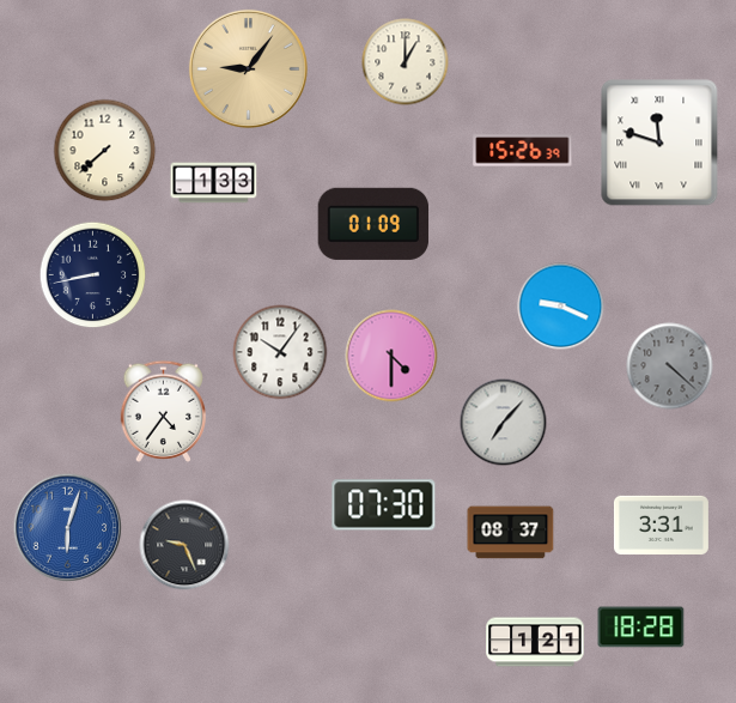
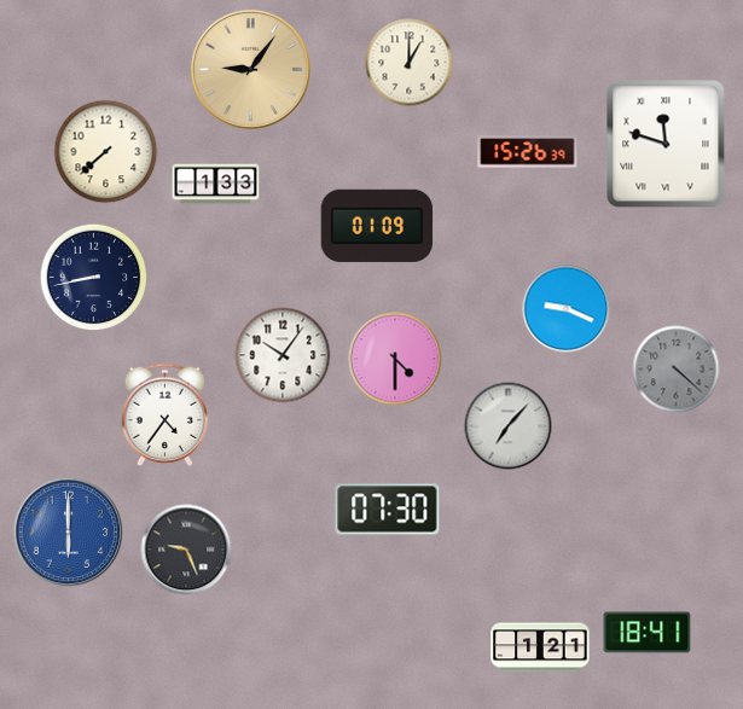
clock at (661, 525): 3:31 -> none
clock at (68, 528): 6:03 -> 6:00
clock at (511, 533): 08:37 -> none
clock at (641, 628): 18:28 -> 18:41
